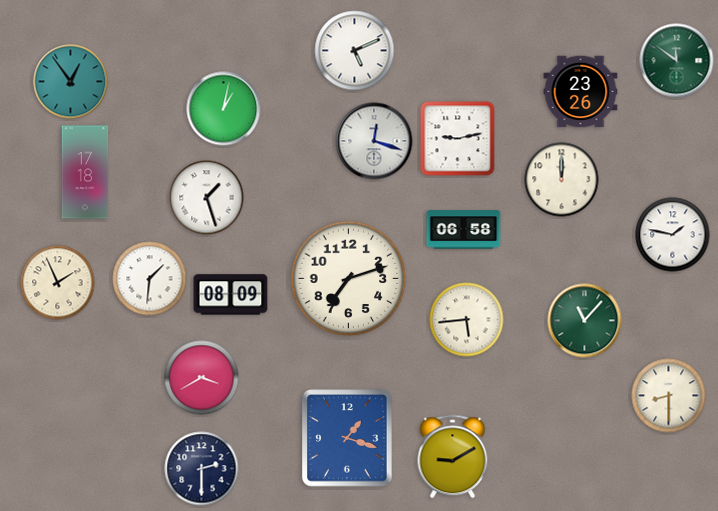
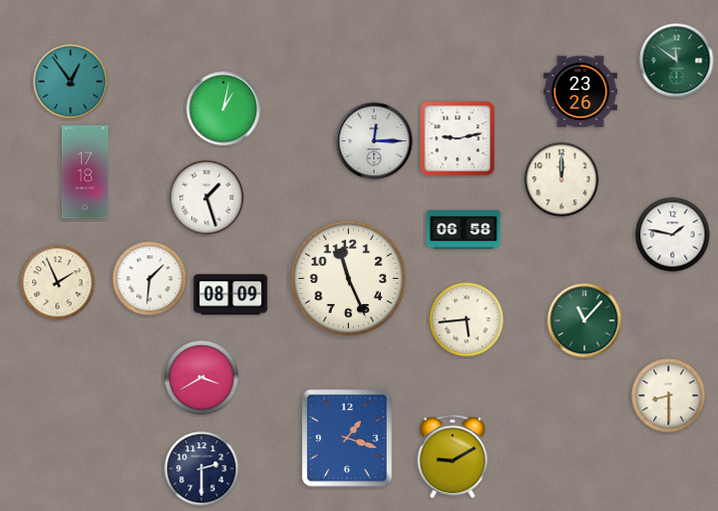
clock at (355, 51): 5:11 -> none
clock at (374, 141): 12:18 -> 12:15
clock at (349, 279): 7:12 -> 11:26
